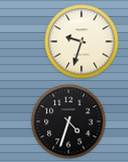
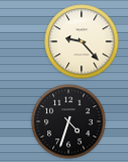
clock at (82, 42): 9:33 -> 9:23
